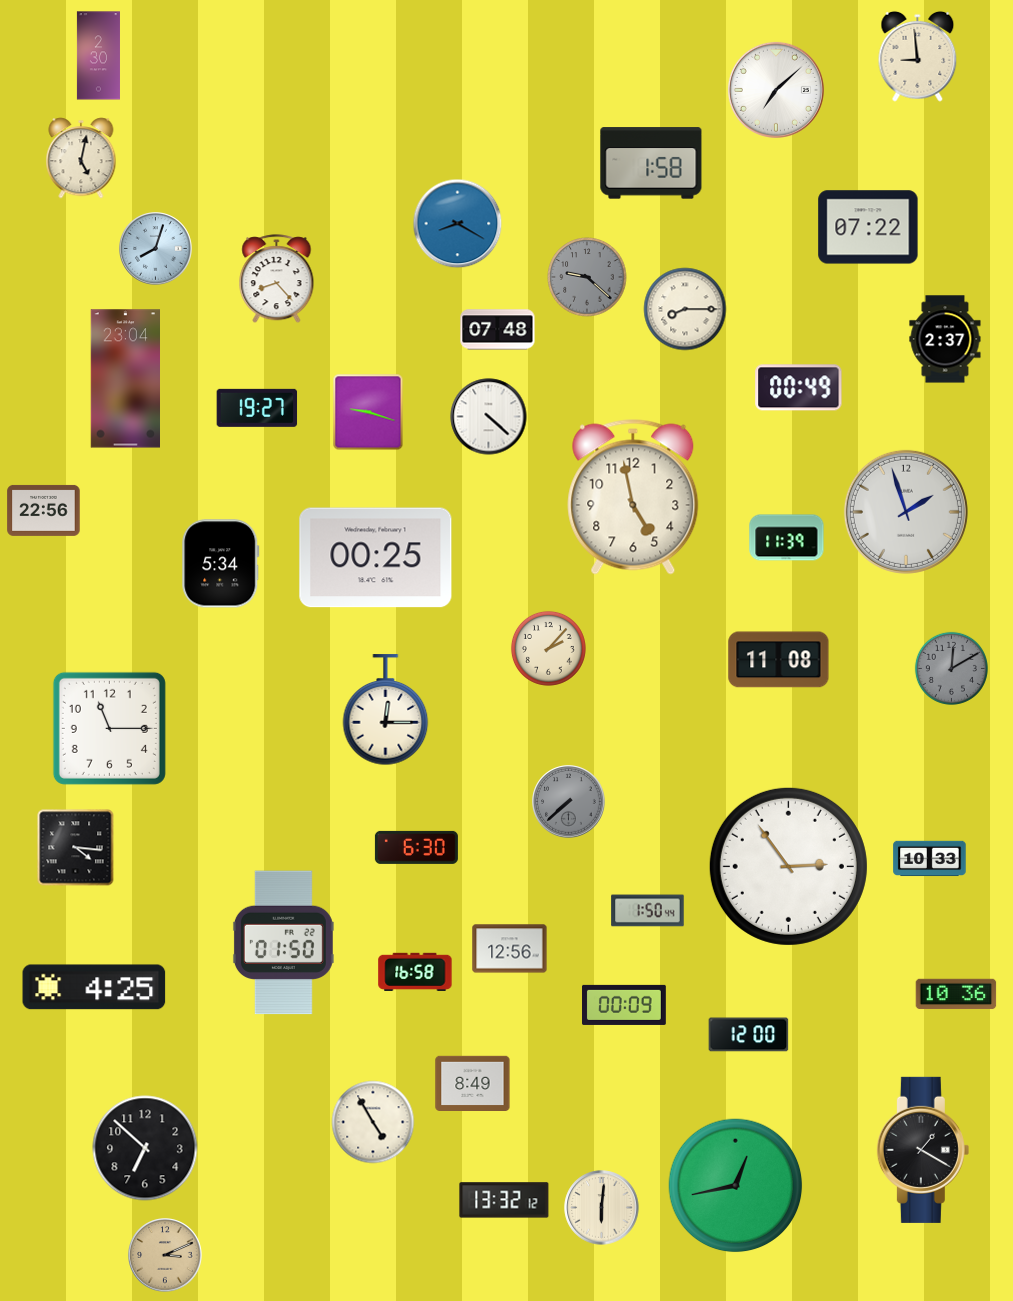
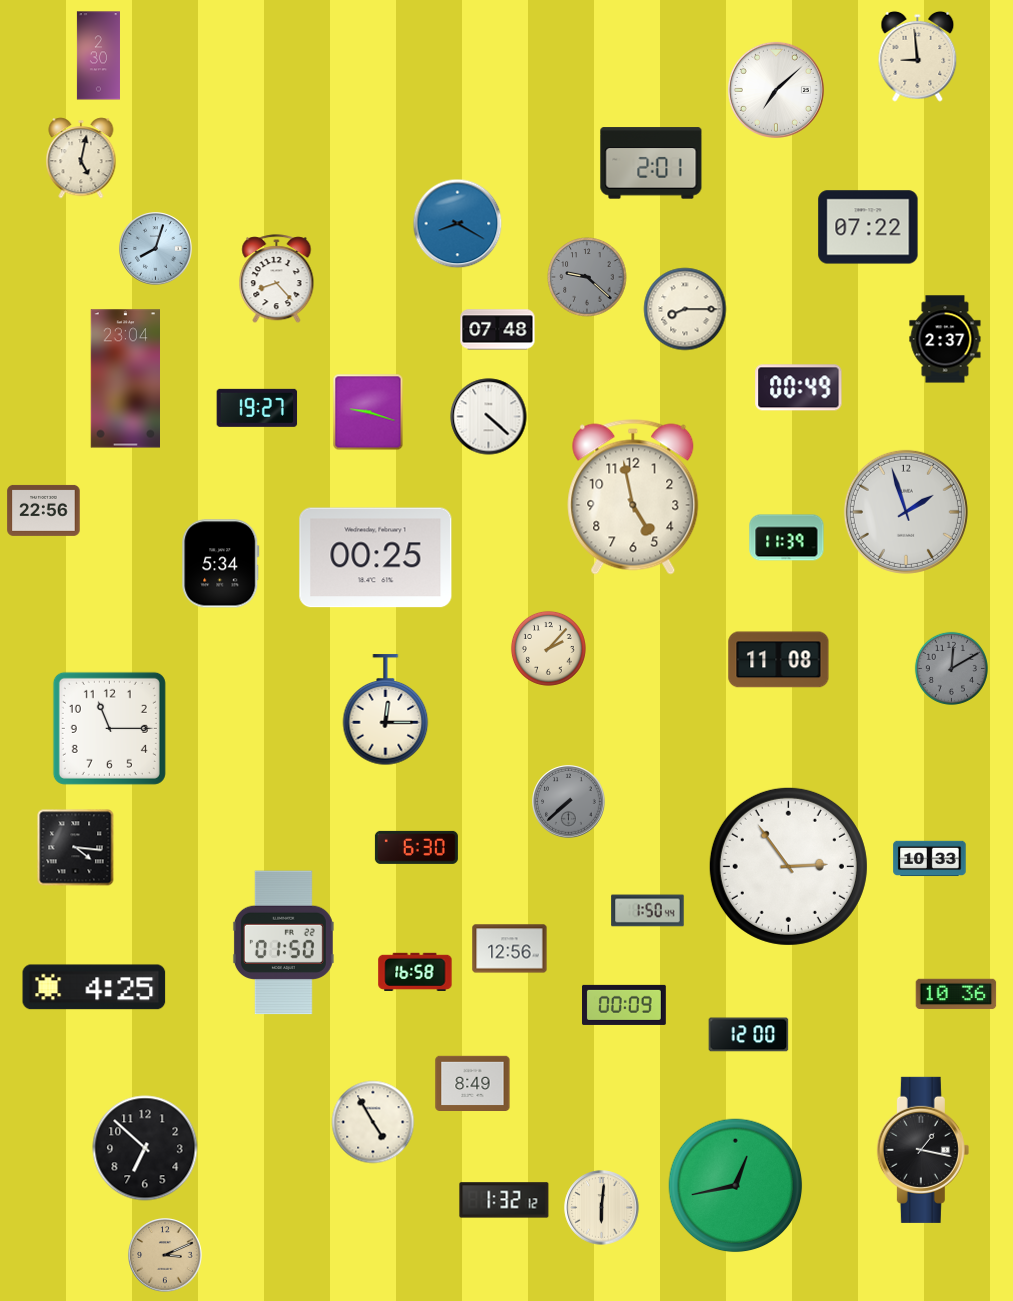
clock at (651, 163): 1:58 -> 2:01
clock at (923, 1150): 1:20 -> 1:17
clock at (504, 1200): 13:32 -> 1:32
